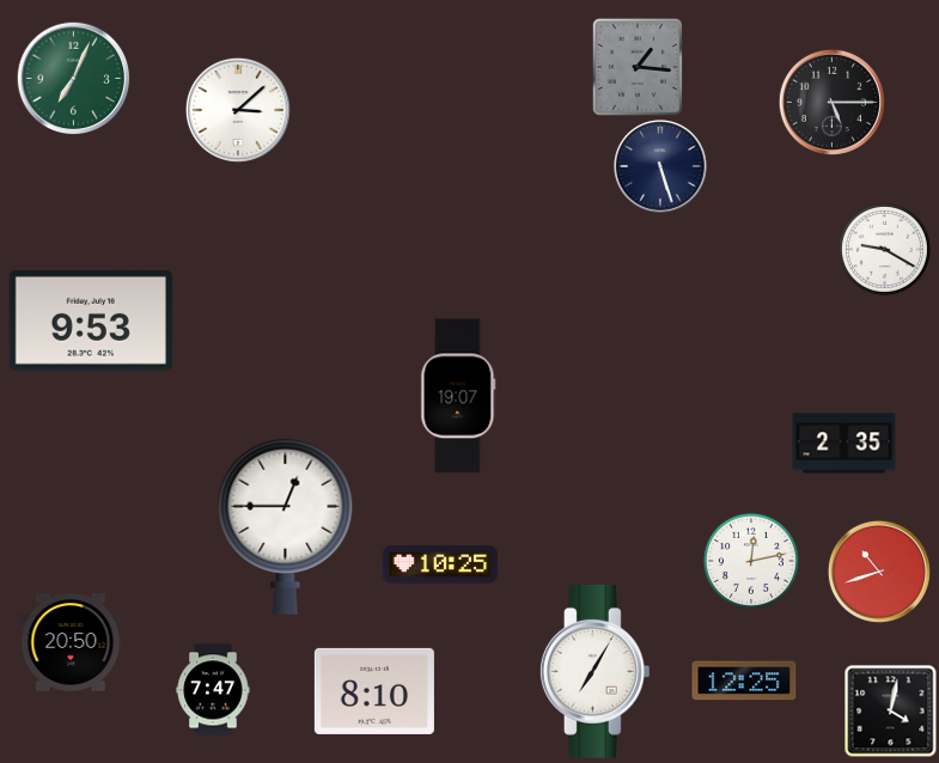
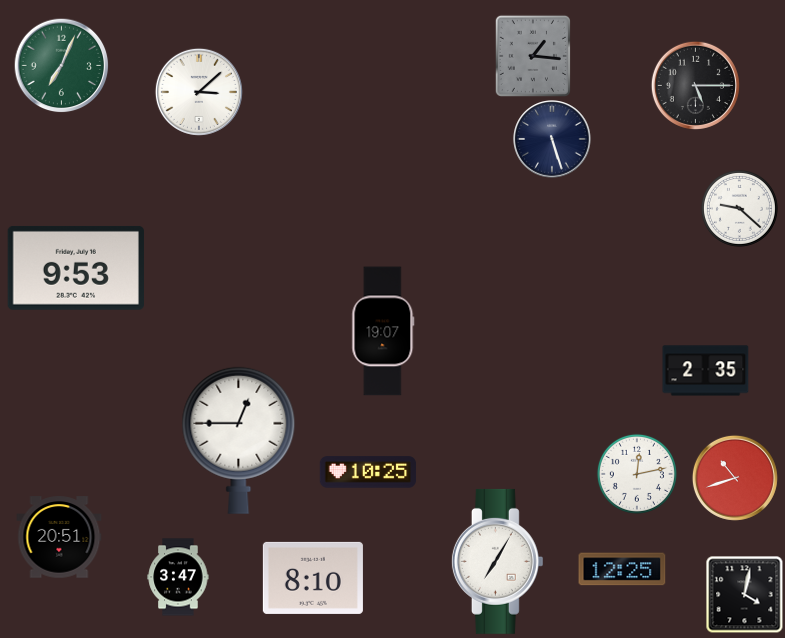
clock at (884, 249): 9:20 -> 9:22
clock at (751, 561) position: (751, 561) -> (637, 474)
clock at (71, 642): 20:50 -> 20:51
clock at (213, 690): 7:47 -> 3:47
